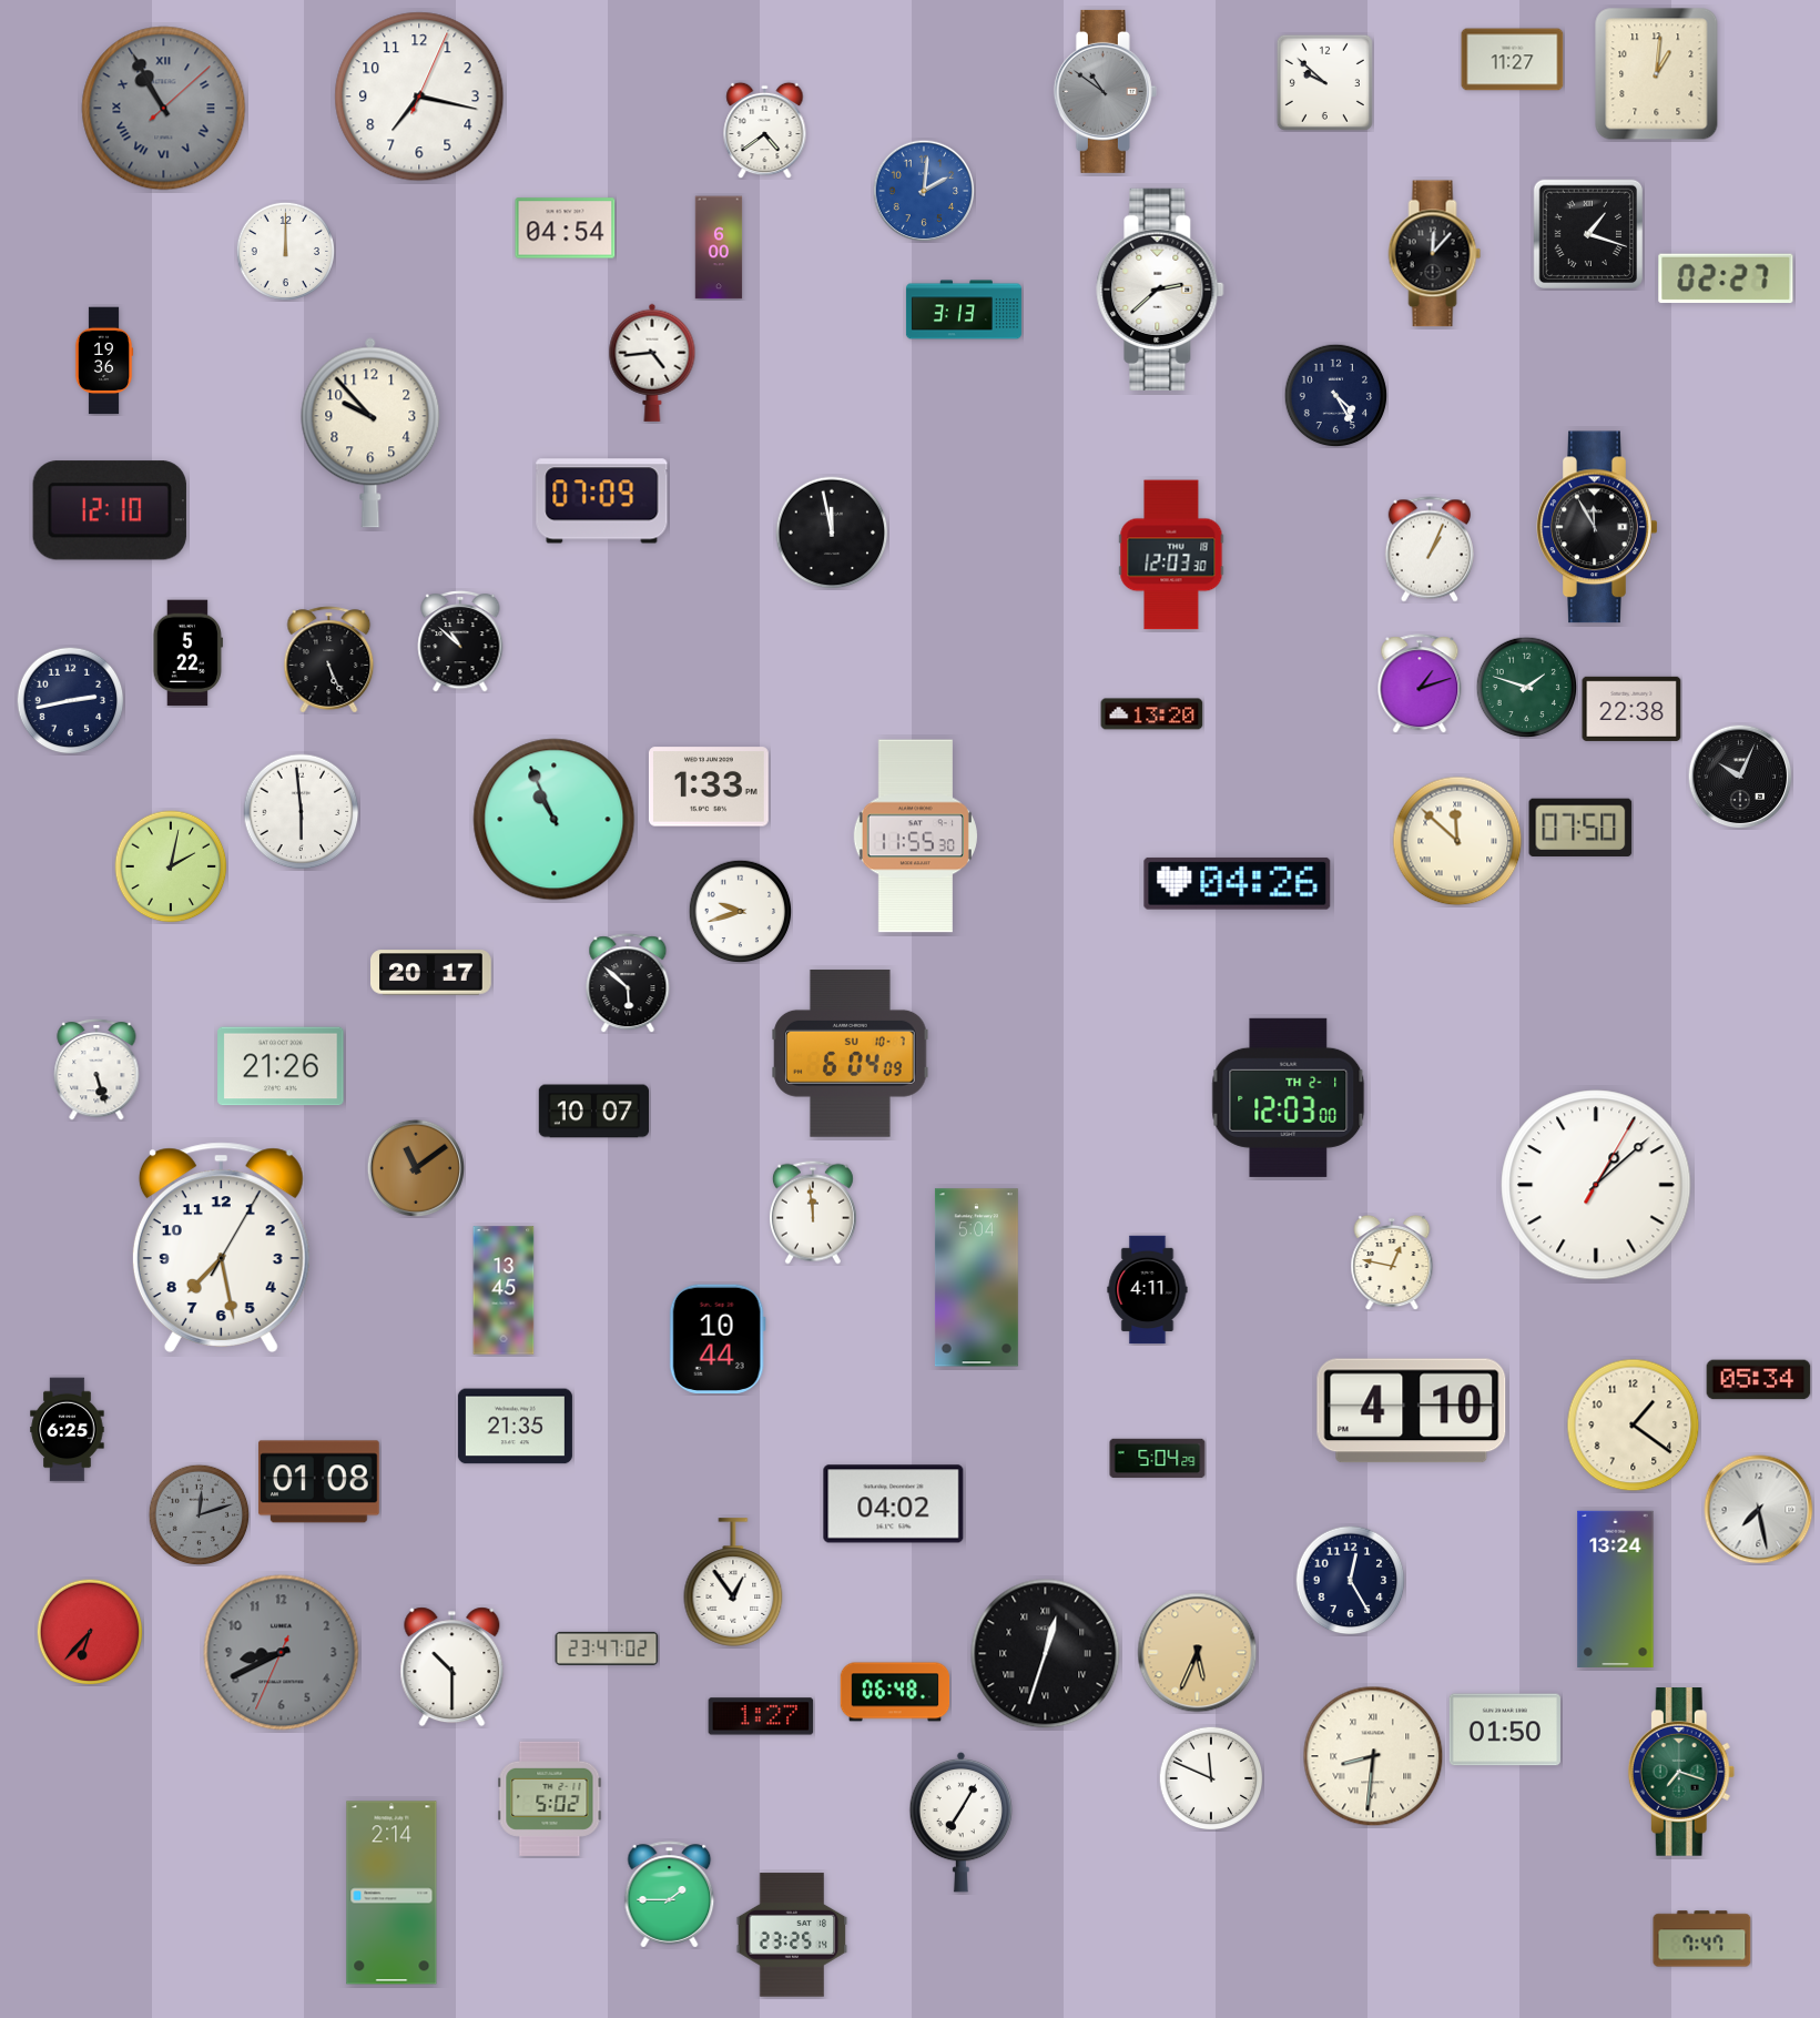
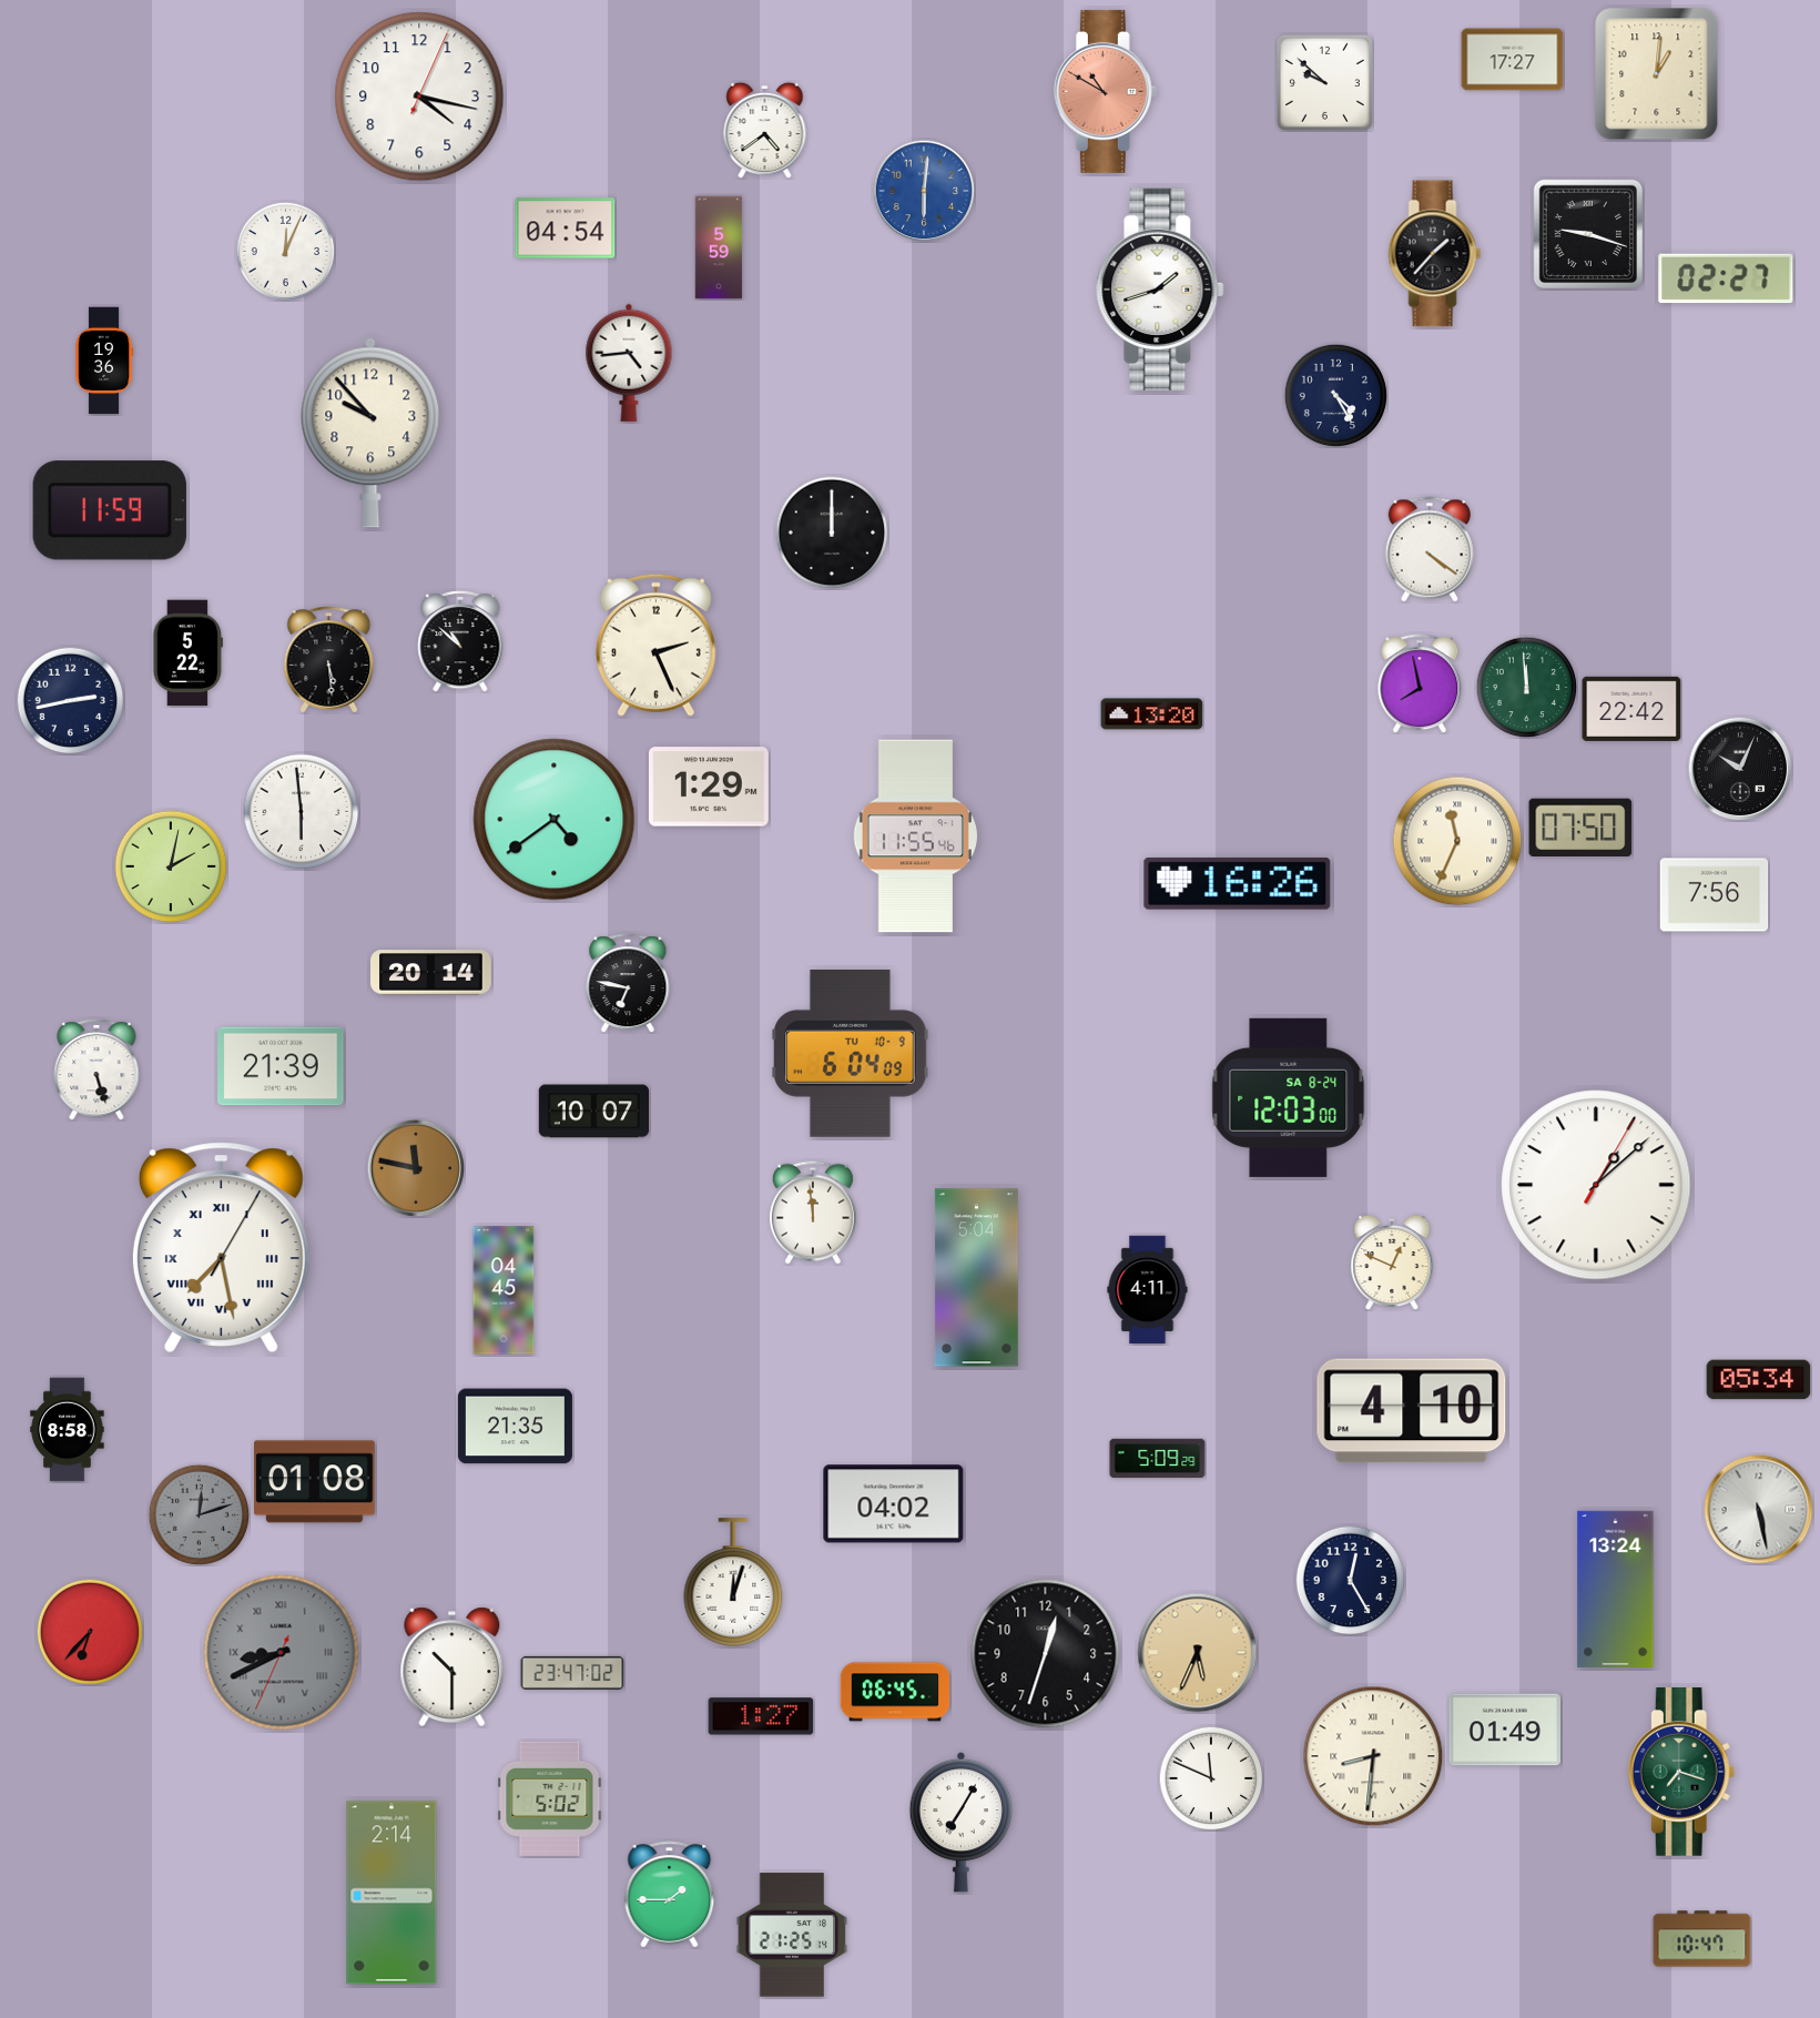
clock at (1513, 60): 11:27 -> 17:27
clock at (1105, 91): 10:51 -> 10:50
clock at (1105, 91) dial: grey -> salmon
clock at (419, 97): 7:17 -> 4:17
clock at (164, 109): 10:55 -> none
clock at (924, 191): 2:01 -> 6:01
clock at (1587, 233): 1:18 -> 9:18
clock at (719, 247): 6:00 -> 5:59
clock at (285, 251): 12:00 -> 12:04
clock at (1435, 254): 12:07 -> 1:37
clock at (1160, 290): 2:38 -> 1:42
clock at (964, 310): 3:13 -> none
clock at (652, 363) position: (652, 363) -> (629, 363)
clock at (602, 501): 07:09 -> none
clock at (110, 510): 12:10 -> 11:59
clock at (1597, 527): 11:55 -> none
clock at (832, 533): 11:58 -> 12:00
clock at (1430, 549): 1:04 -> 4:21
clock at (1171, 555): 12:03 -> none
clock at (655, 645): none -> 2:26
clock at (329, 660): 5:26 -> 5:29
clock at (1420, 683): 1:12 -> 7:58
clock at (1526, 687): 1:48 -> 11:59
clock at (1631, 709): 22:38 -> 22:42
clock at (1740, 777) position: (1740, 777) -> (1740, 769)
clock at (709, 787): 1:33 -> 1:29
clock at (555, 820): 10:56 -> 4:39
clock at (915, 836): 11:55:30 -> 11:55:46
clock at (1457, 841): 11:52 -> 11:34
clock at (1238, 883): 04:26 -> 16:26
clock at (1715, 895): none -> 7:56
clock at (740, 911): 9:42 -> none
clock at (431, 973): 20:17 -> 20:14
clock at (628, 983): 5:52 -> 6:47
clock at (851, 1053) date: SU 10-7 -> TU 10-9
clock at (281, 1066): 21:26 -> 21:39
clock at (1289, 1097) date: TH 2-1 -> SA 8-24
clock at (415, 1167): 11:09 -> 11:47
clock at (221, 1247) numerals: Arabic -> Roman
clock at (1392, 1262): 12:47 -> 12:49
clock at (504, 1290): 13:45 -> 04:45
clock at (718, 1339): 10:44 -> none
clock at (1634, 1426): 1:21 -> none
clock at (68, 1430): 6:25 -> 8:58
clock at (1158, 1459): 5:04 -> 5:09
clock at (318, 1482) position: (318, 1482) -> (314, 1482)
clock at (1759, 1510): 7:28 -> 5:28
clock at (733, 1582): 12:54 -> 12:03
clock at (607, 1649) position: (607, 1649) -> (572, 1673)
clock at (282, 1653) numerals: Arabic -> Roman
clock at (1046, 1654) numerals: Roman -> Arabic
clock at (895, 1692): 06:48 -> 06:45
clock at (1505, 1730): 01:50 -> 01:49
clock at (792, 1935): 23:25 -> 21:25
clock at (1702, 1939): 7:47 -> 10:47
